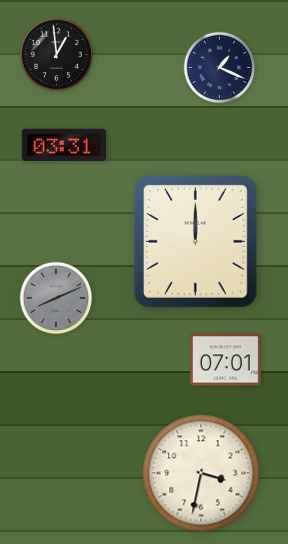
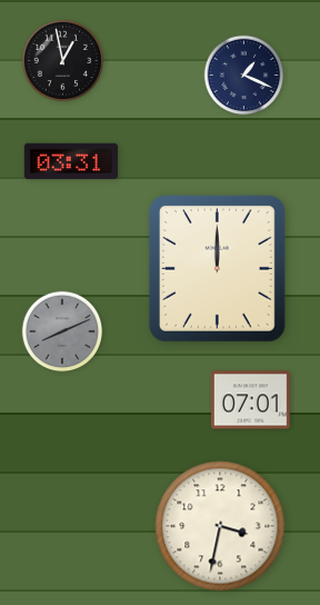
clock at (57, 55): 12:59 -> 12:58
clock at (201, 473) position: (201, 473) -> (220, 526)
